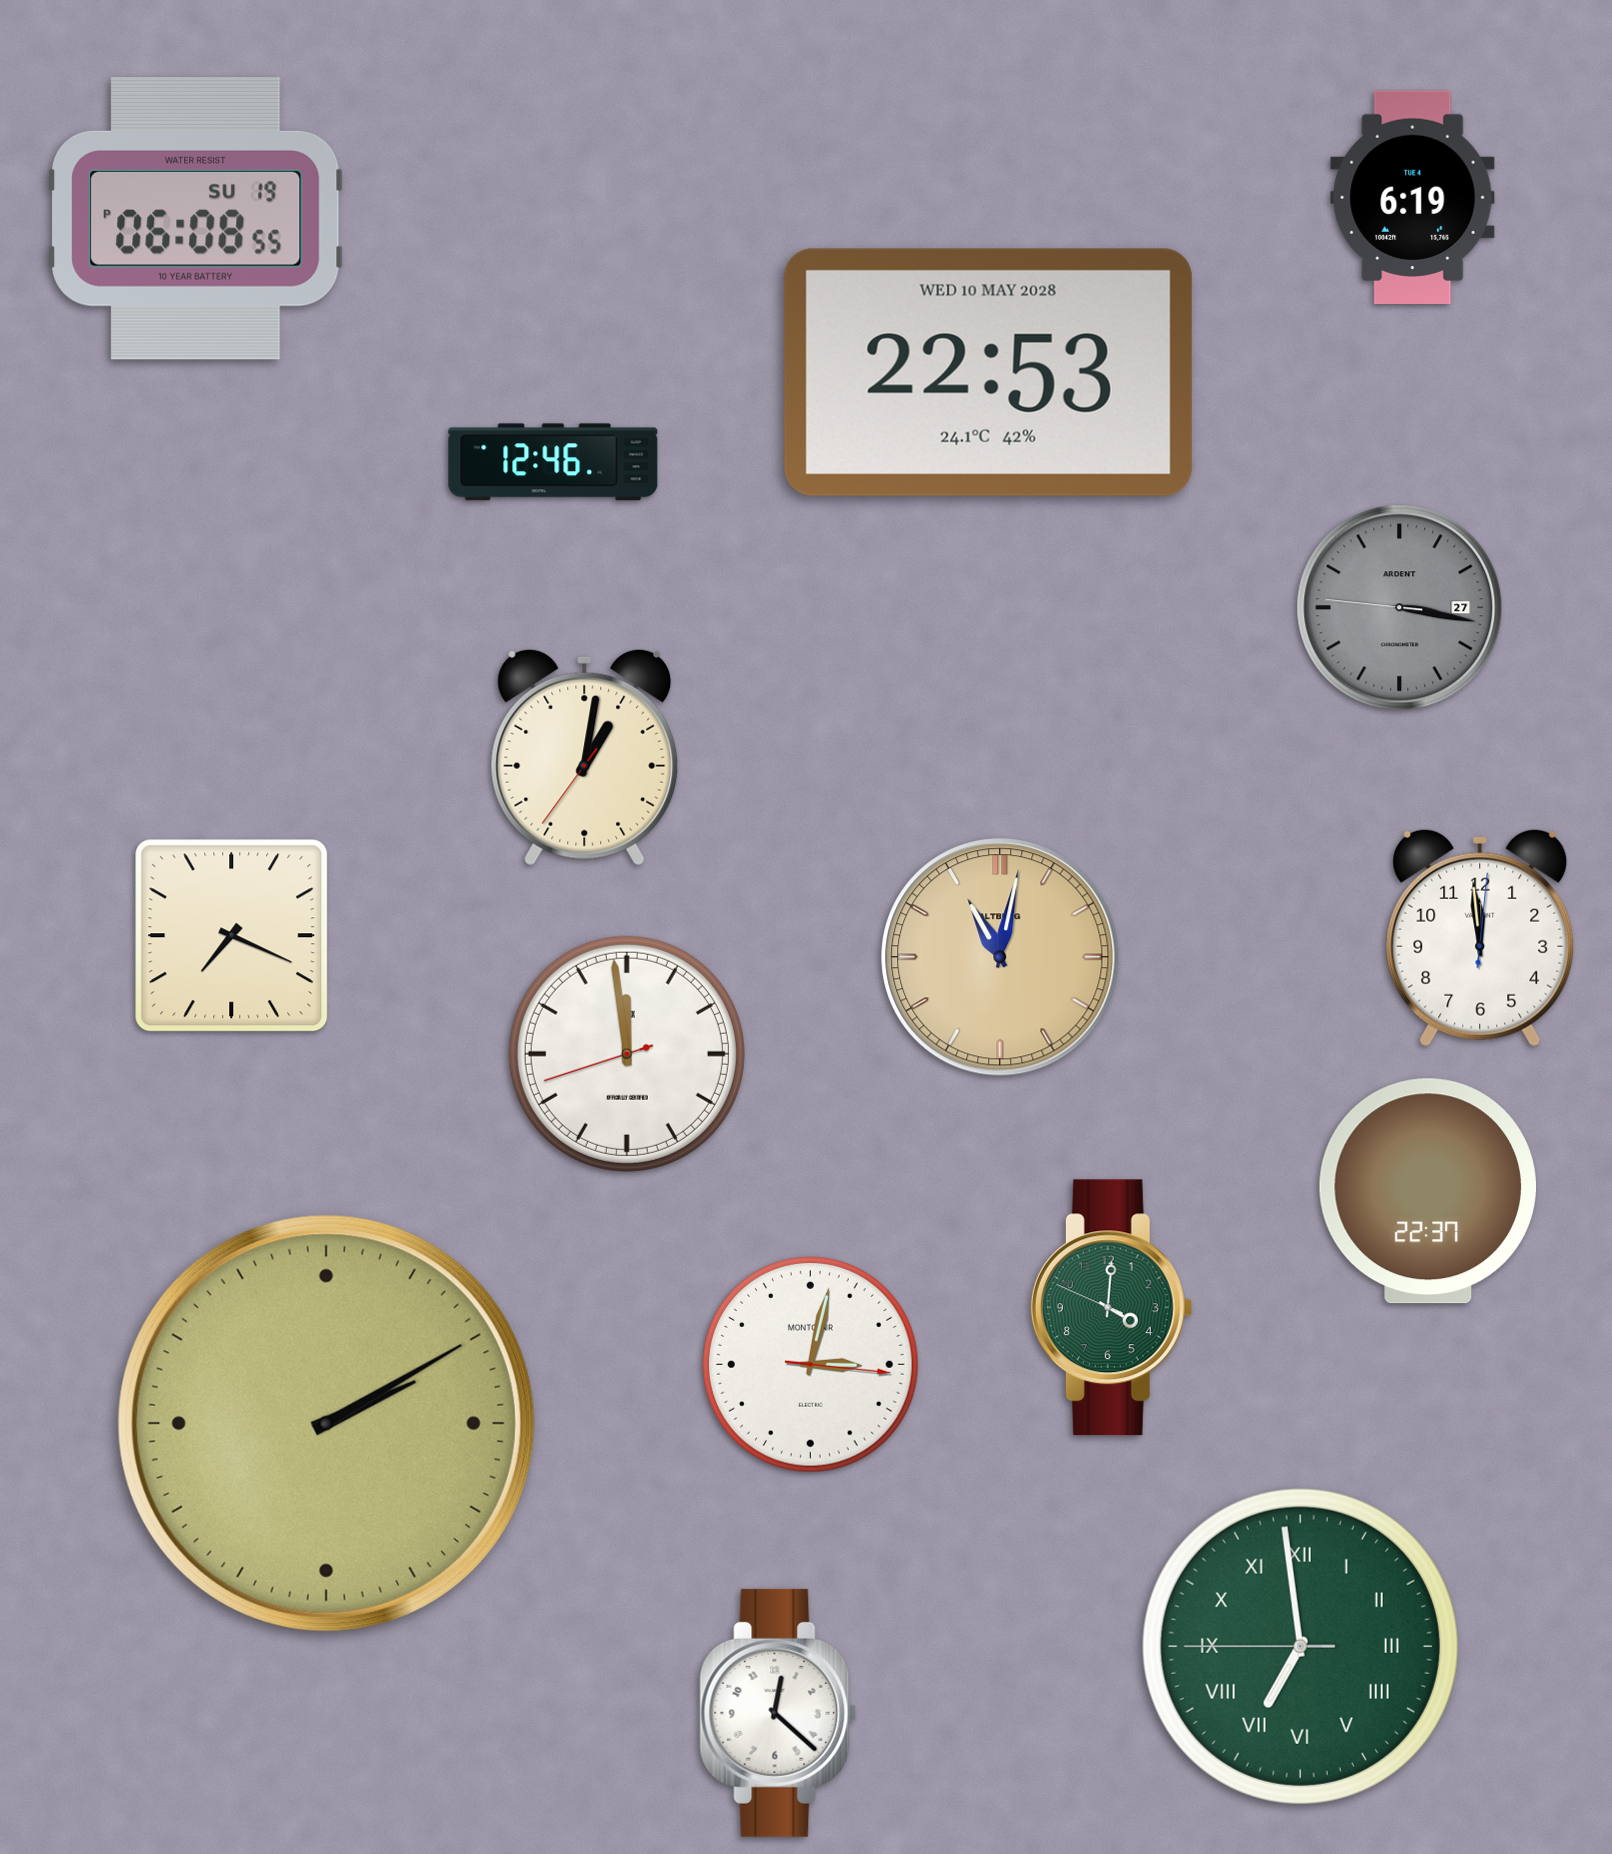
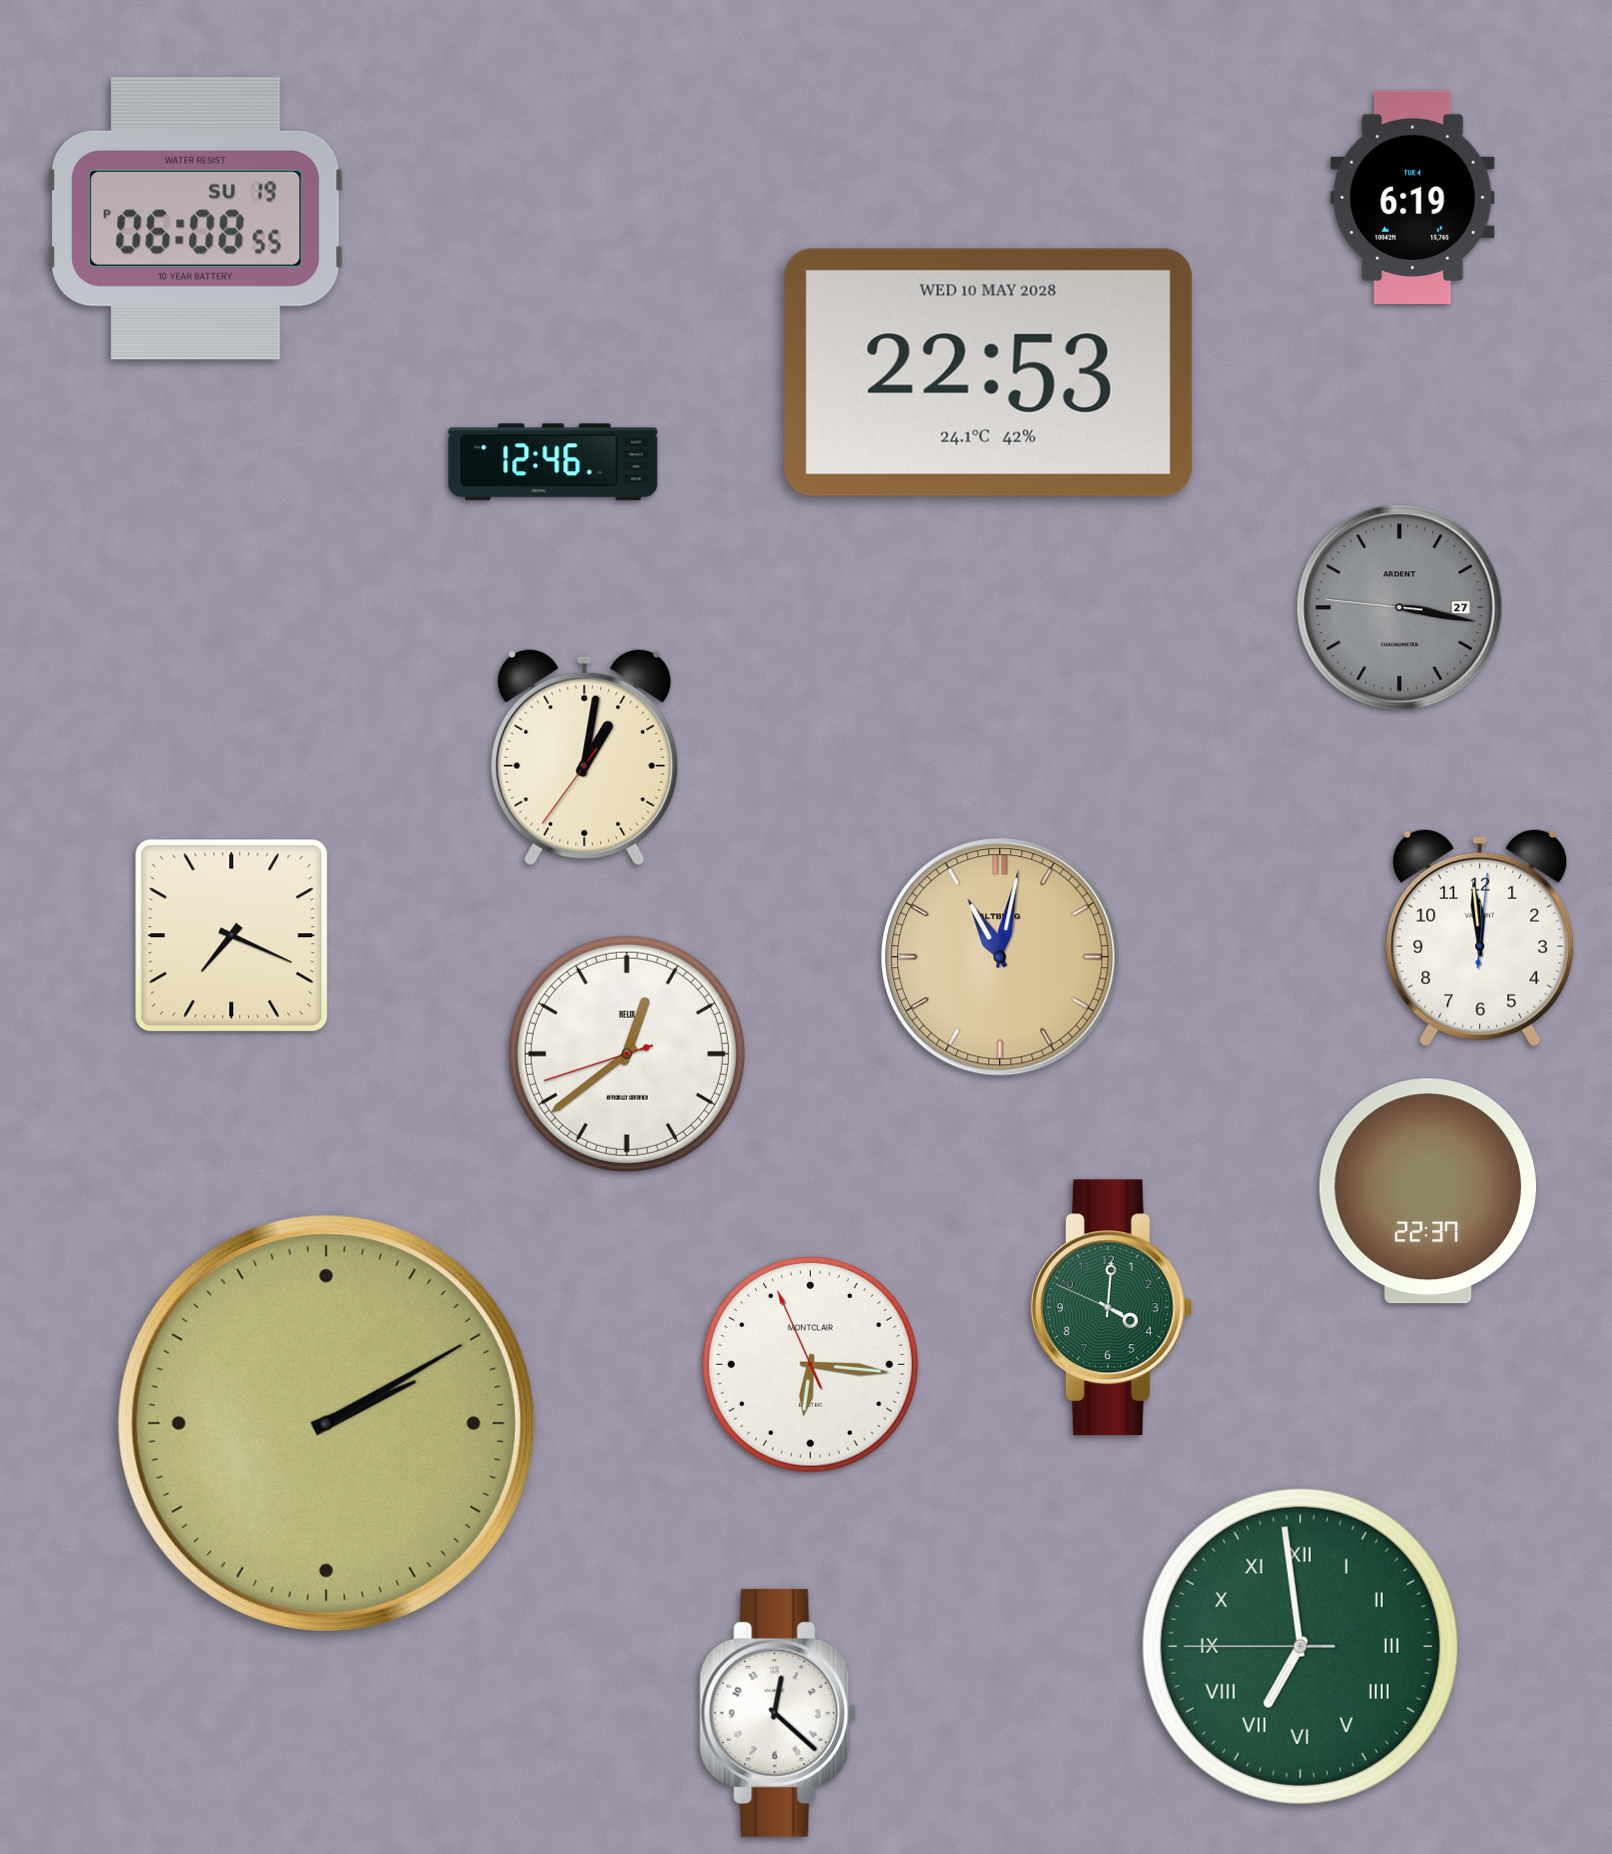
clock at (627, 1054): 11:58 -> 12:38
clock at (811, 1365): 3:02 -> 6:15
